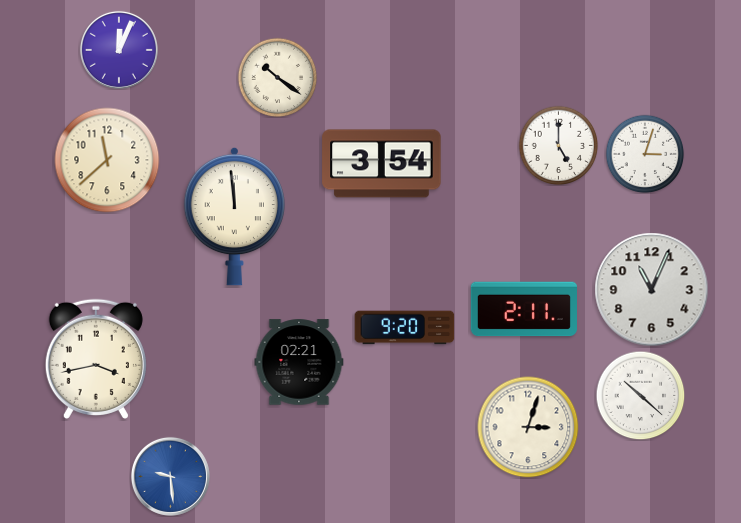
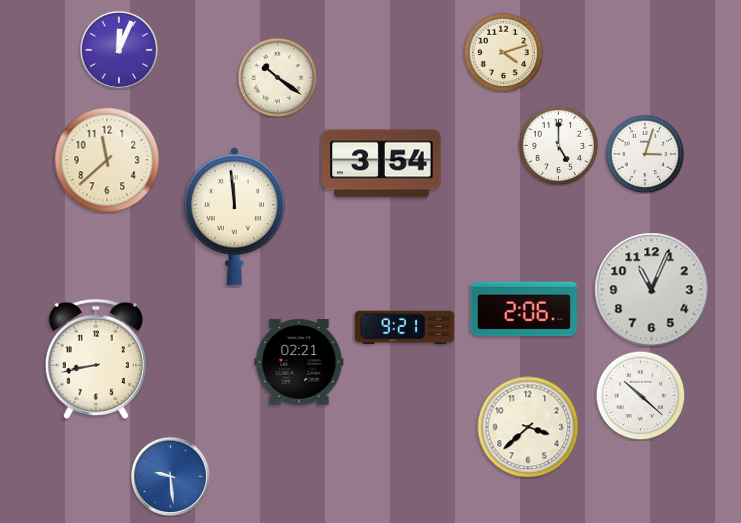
clock at (503, 52): none -> 4:12
clock at (524, 309): 2:11 -> 2:06
clock at (405, 328): 9:20 -> 9:21
clock at (96, 359): 3:43 -> 8:43
clock at (528, 427): 3:03 -> 3:38
